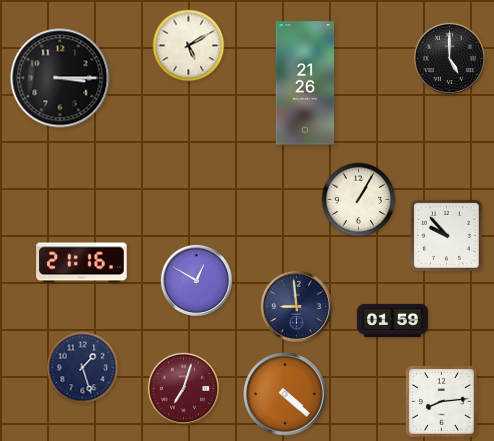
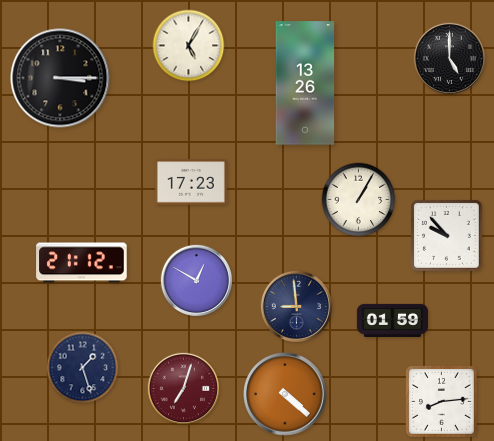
clock at (189, 46): 5:10 -> 5:05
clock at (305, 83): 21:26 -> 13:26
clock at (191, 182): none -> 17:23
clock at (82, 263): 21:16 -> 21:12
